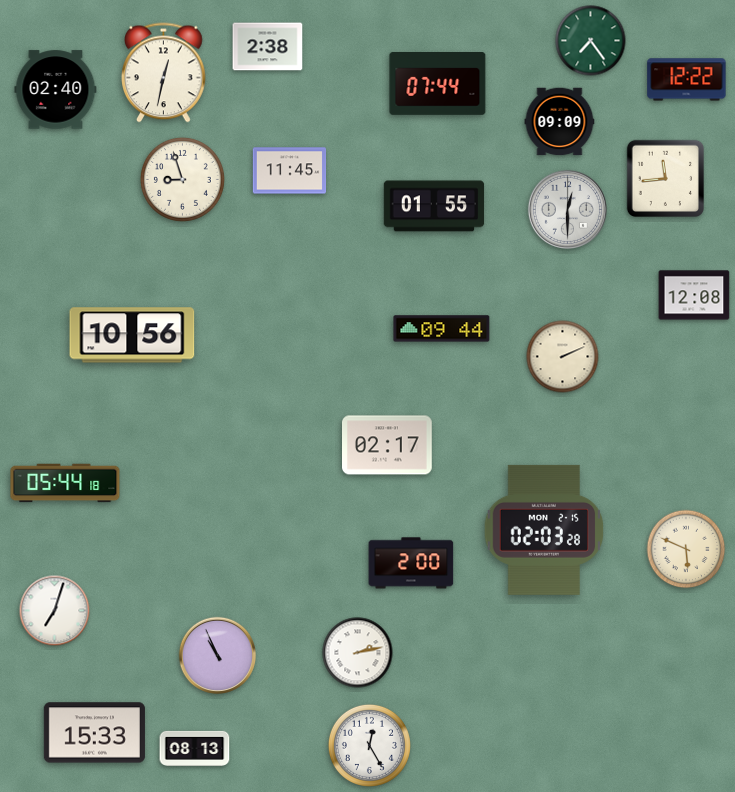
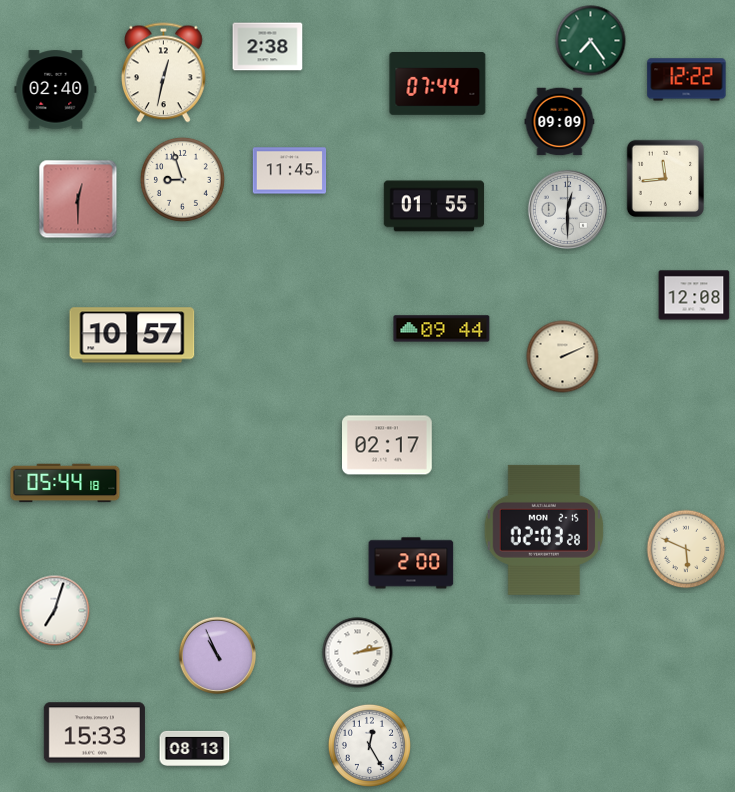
clock at (78, 199): none -> 12:30
clock at (132, 335): 10:56 -> 10:57
